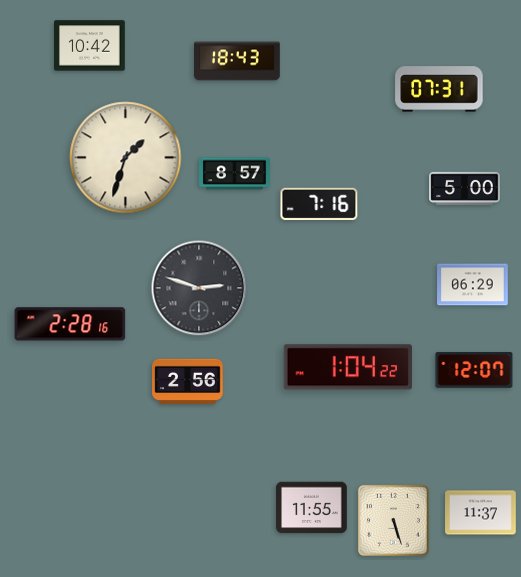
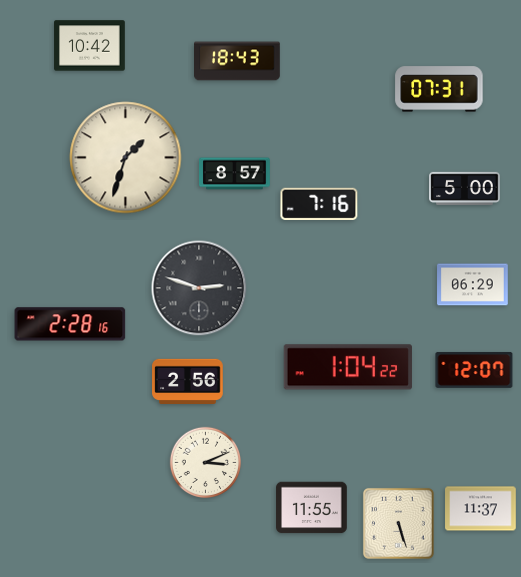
clock at (205, 462): none -> 3:11
clock at (481, 513) position: (481, 513) -> (481, 509)
clock at (393, 520) position: (393, 520) -> (398, 523)
